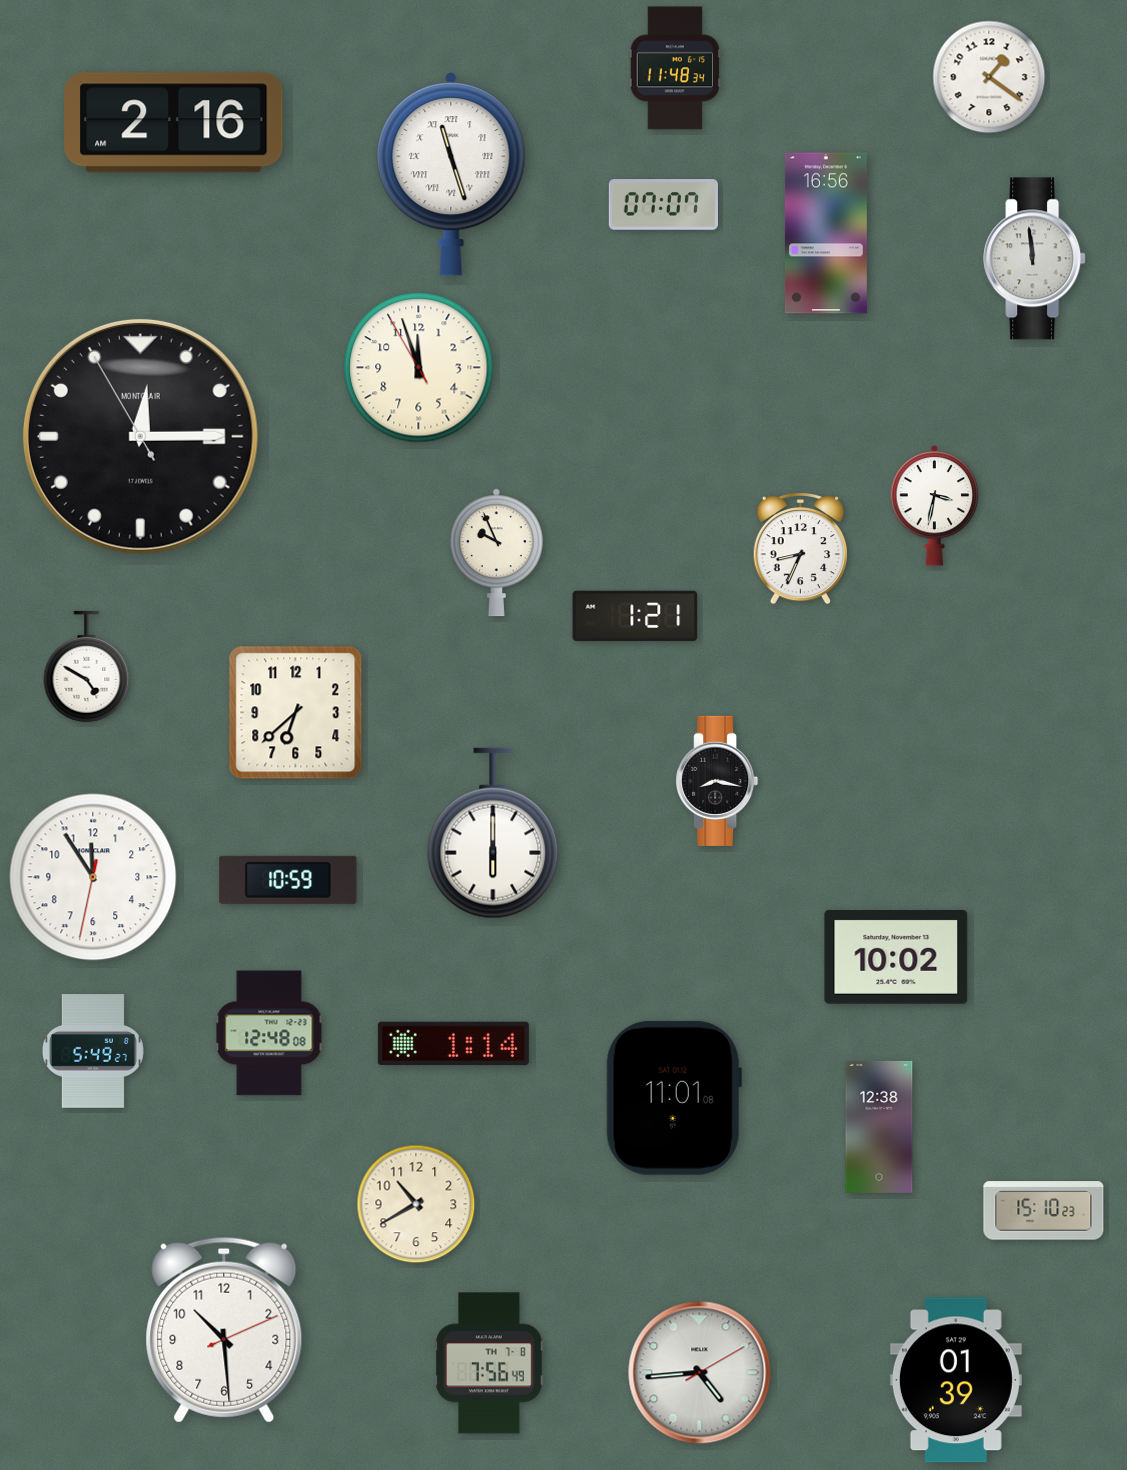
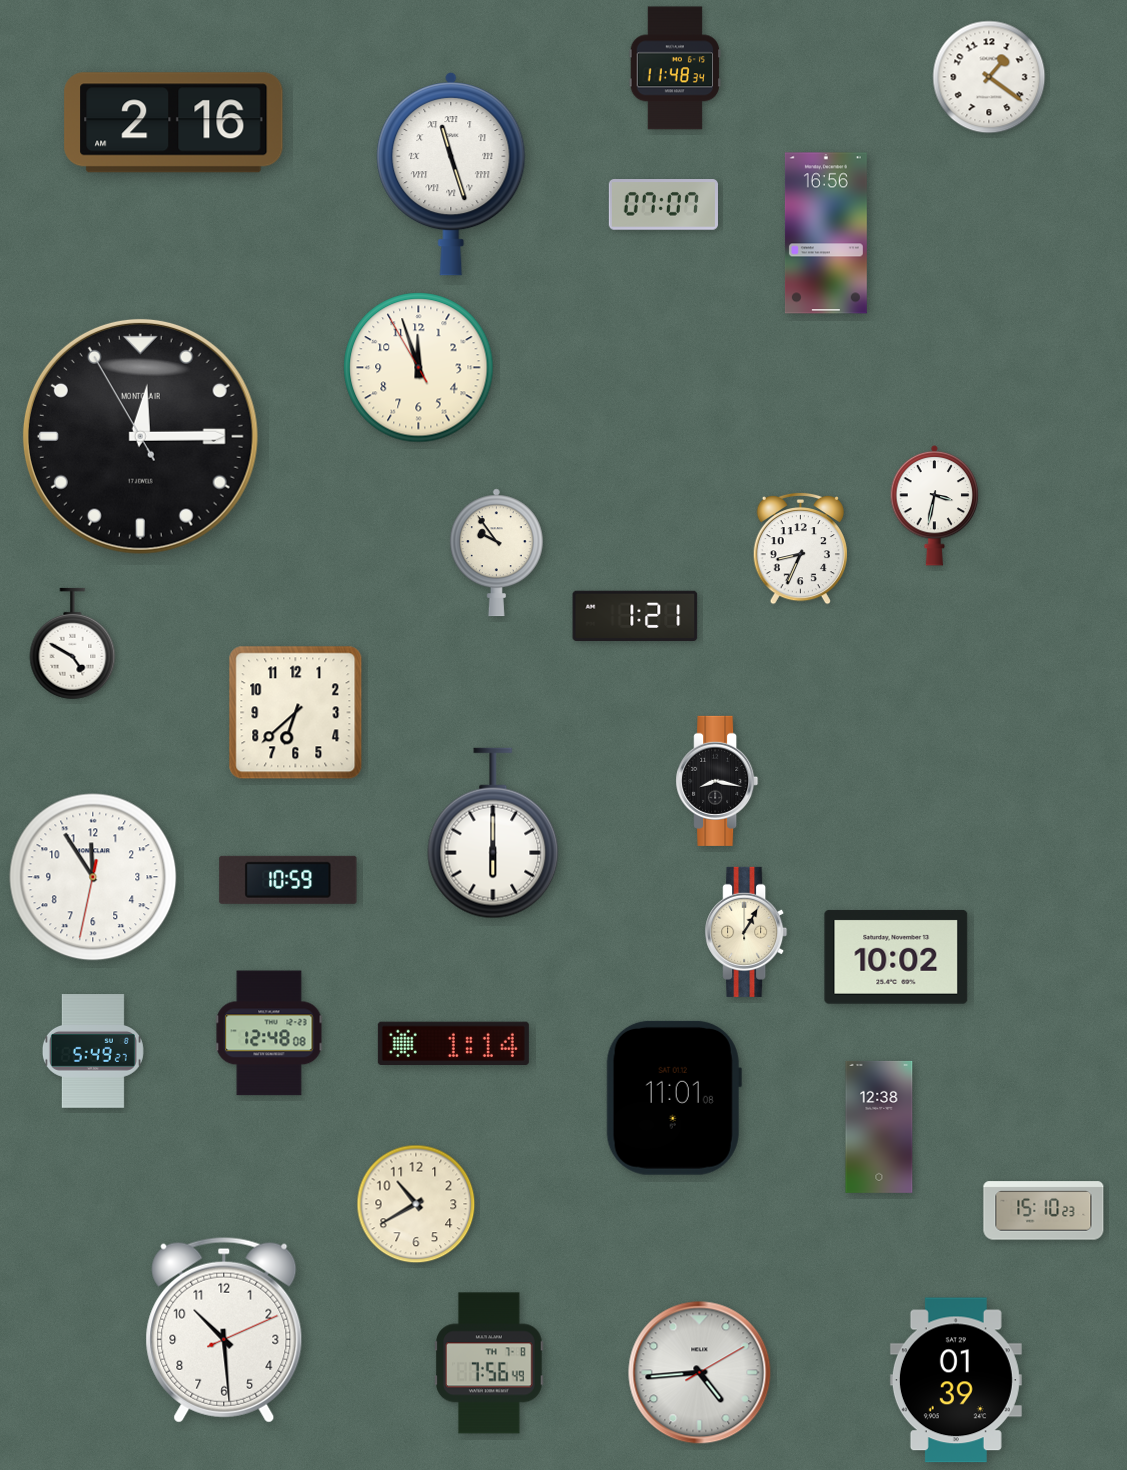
clock at (1035, 259): 11:59 -> none
clock at (496, 553): 9:56 -> 9:54
clock at (87, 667) position: (87, 667) -> (73, 644)
clock at (746, 932): none -> 1:05
